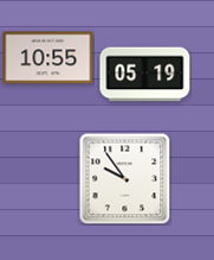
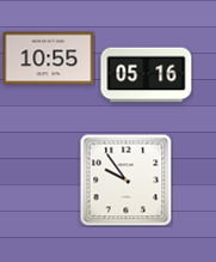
clock at (145, 75): 05:19 -> 05:16
